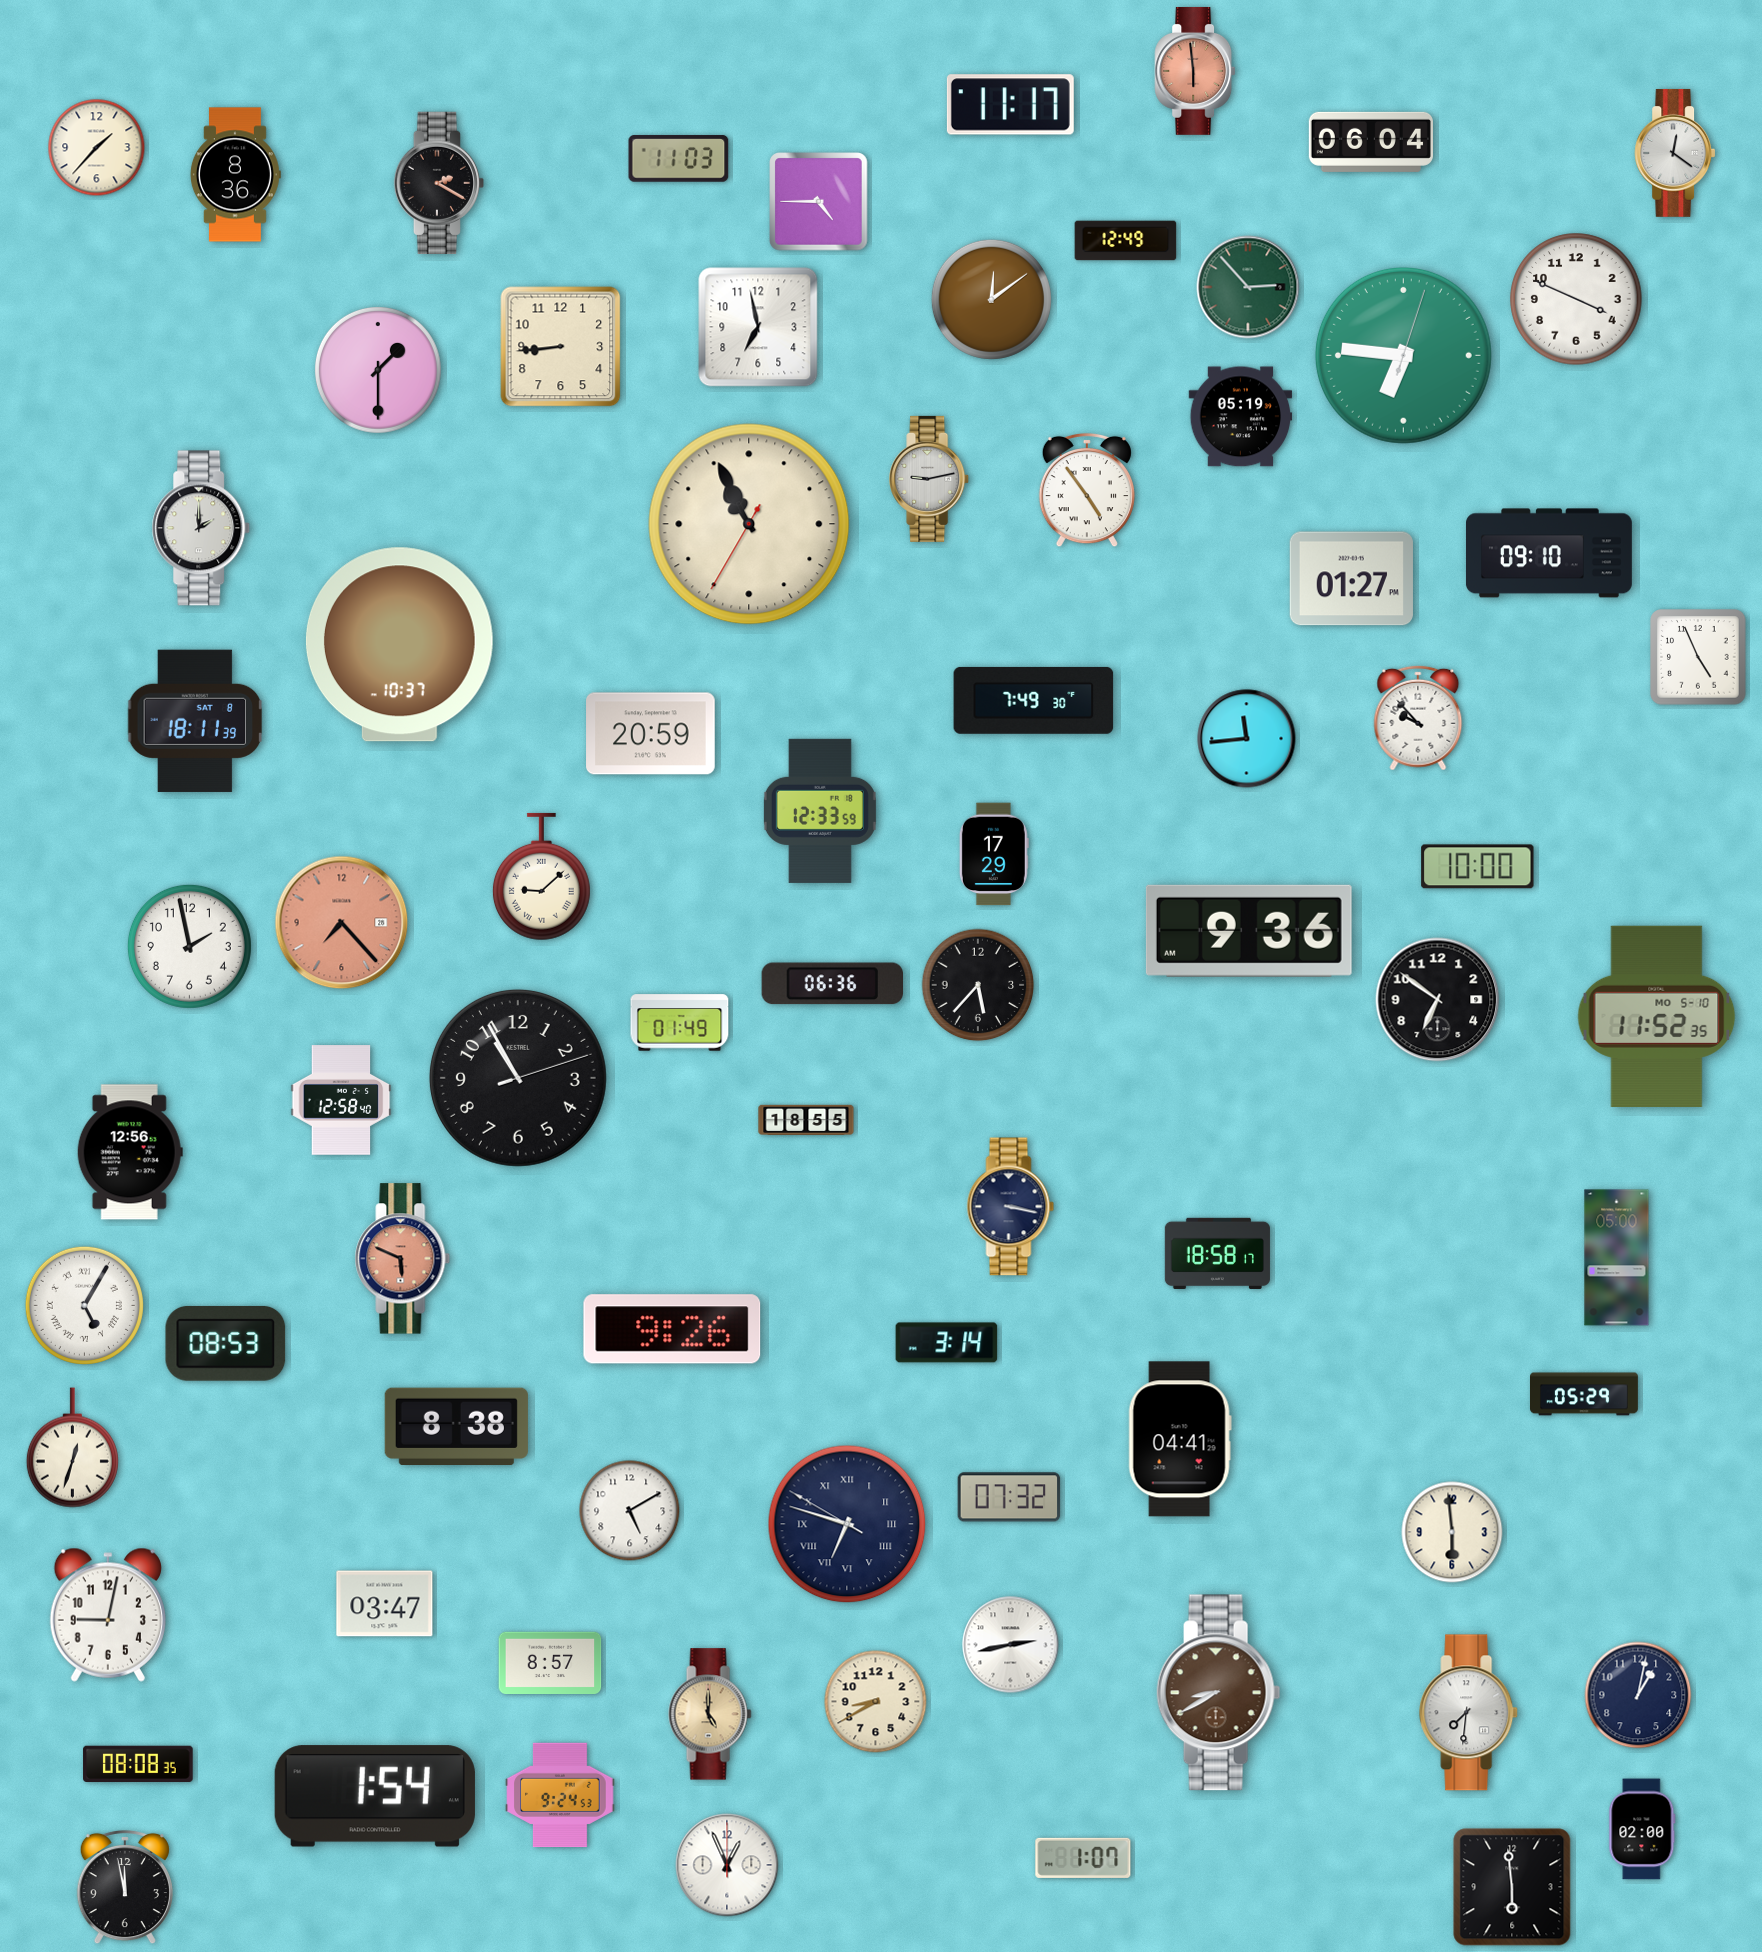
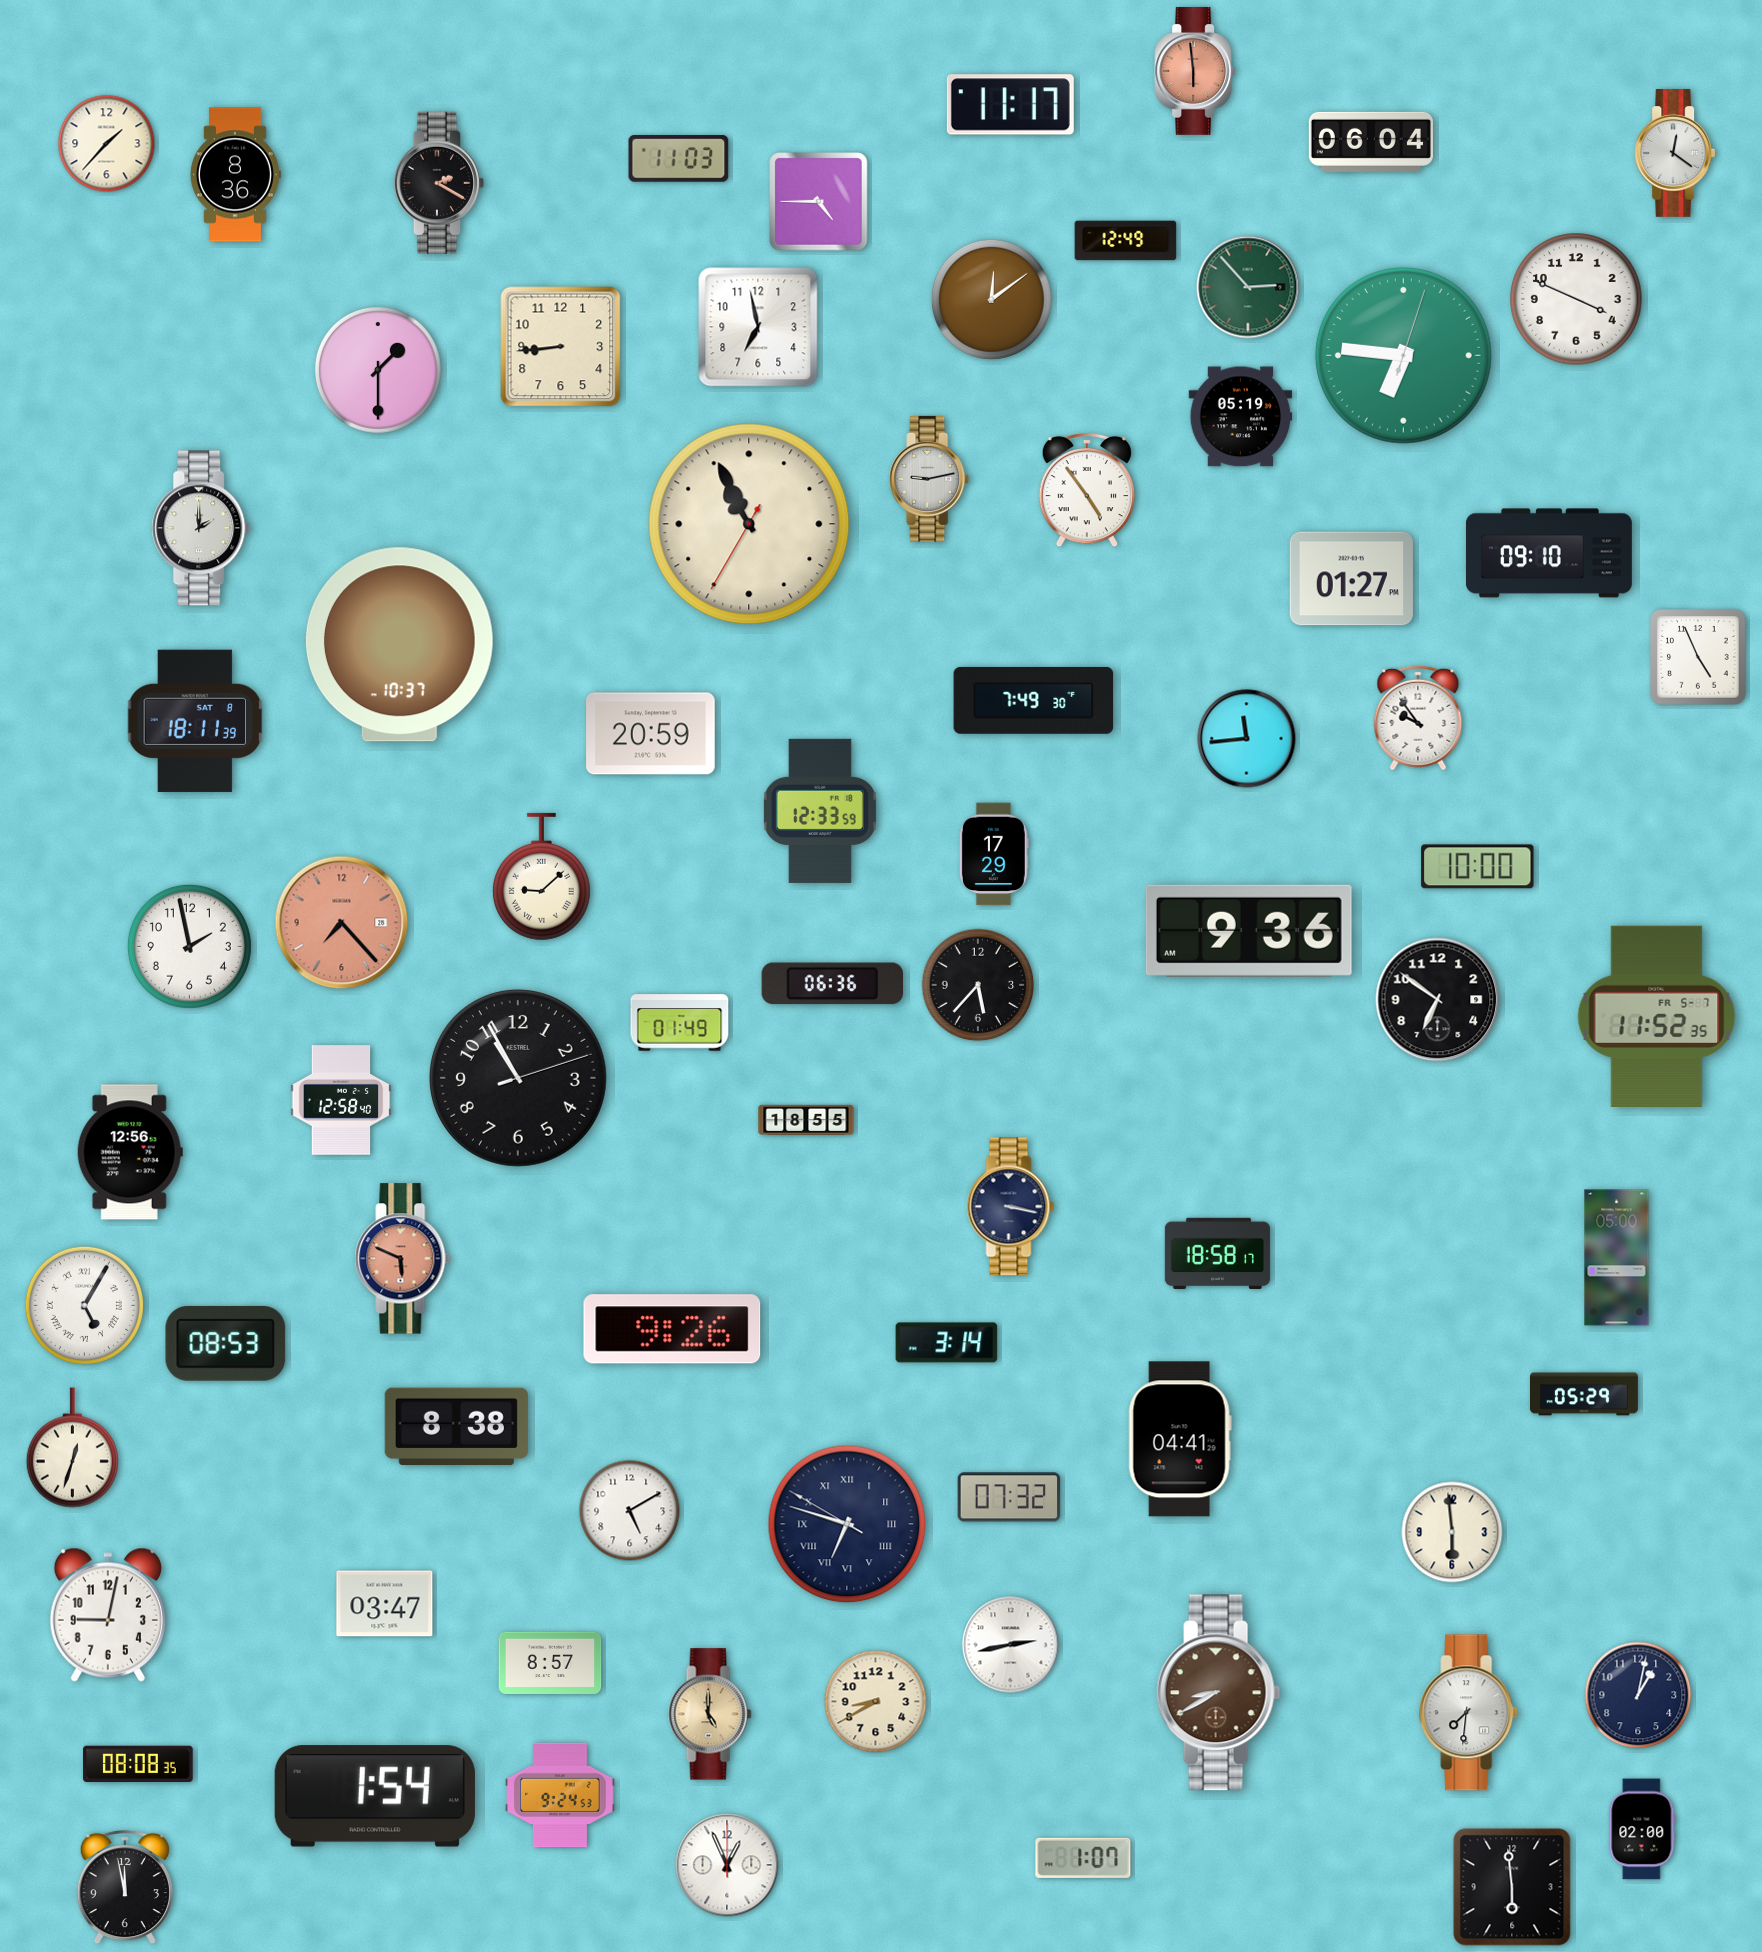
clock at (97, 148) position: (97, 148) -> (107, 144)
clock at (1418, 718): 9:53 -> 9:54
clock at (1657, 1016) date: MO 5-10 -> FR 5-7
